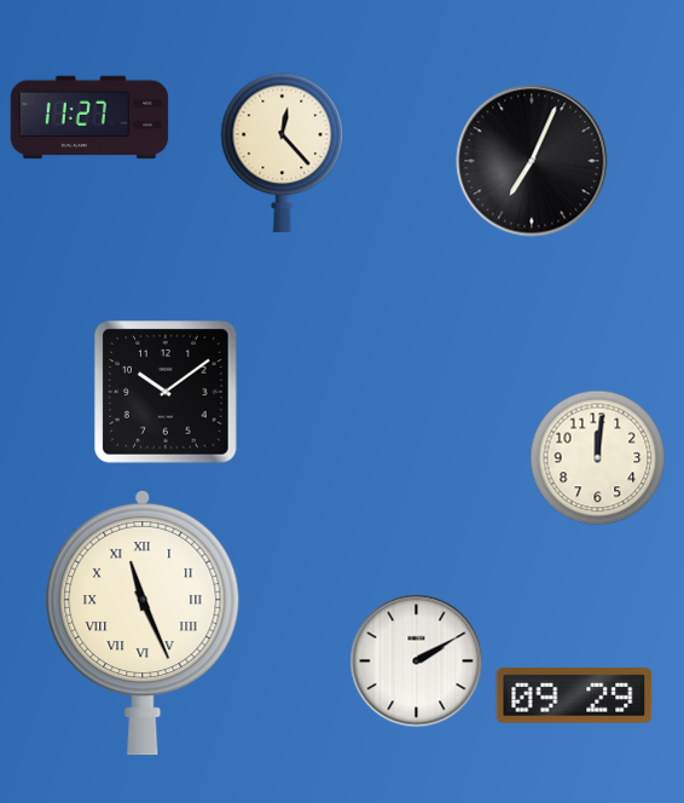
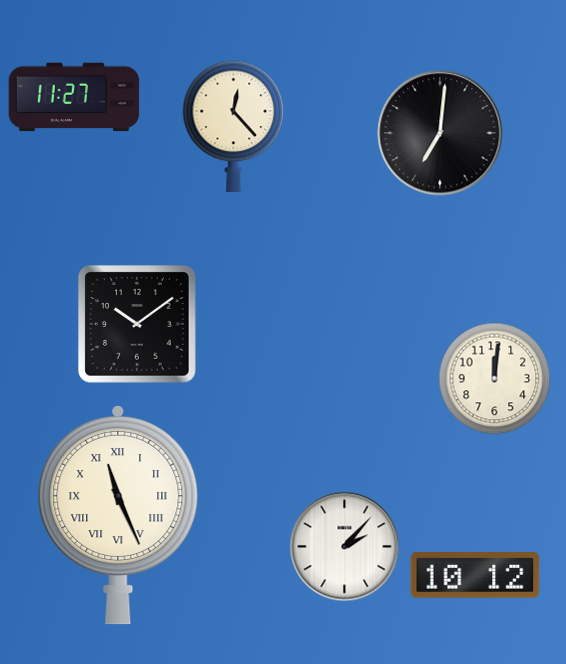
clock at (532, 161): 7:04 -> 7:01
clock at (417, 662): 2:10 -> 2:07
clock at (574, 697): 09:29 -> 10:12
